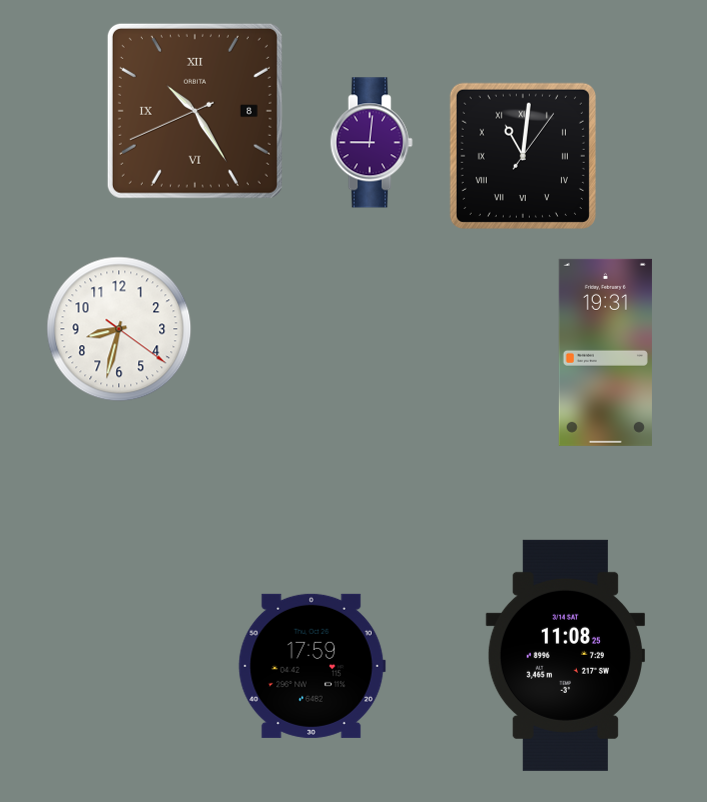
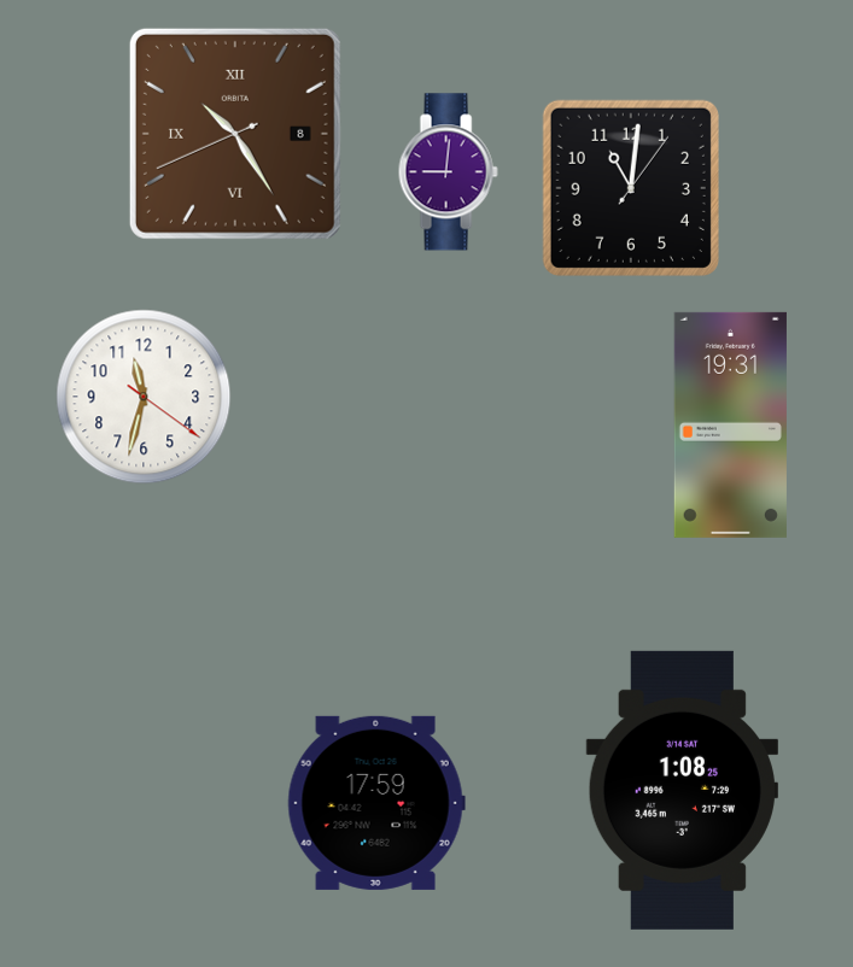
clock at (523, 156) numerals: Roman -> Arabic
clock at (119, 329): 8:32 -> 11:32
clock at (565, 655): 11:08 -> 1:08
